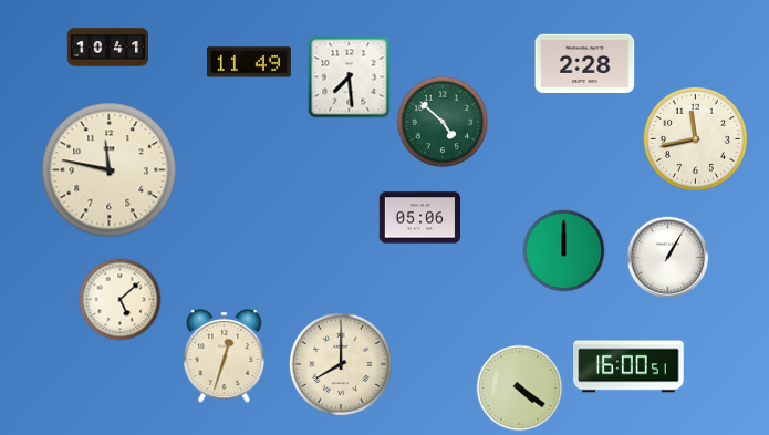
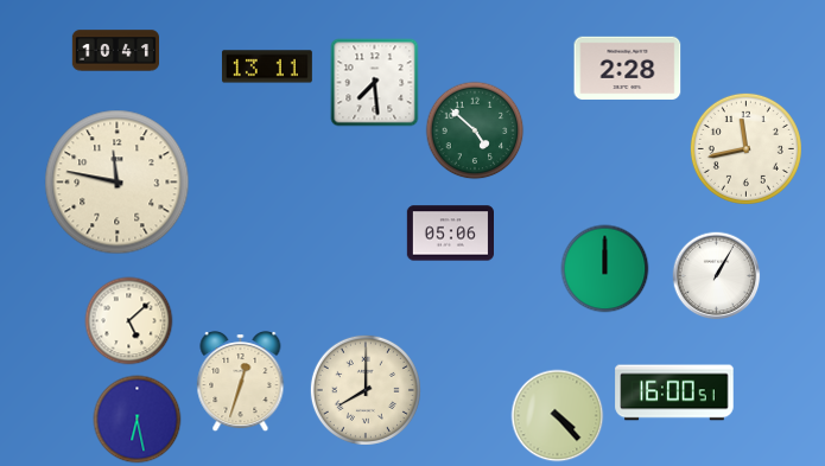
clock at (249, 62): 11:49 -> 13:11
clock at (520, 389): 4:21 -> 4:23
clock at (138, 420): none -> 6:28
